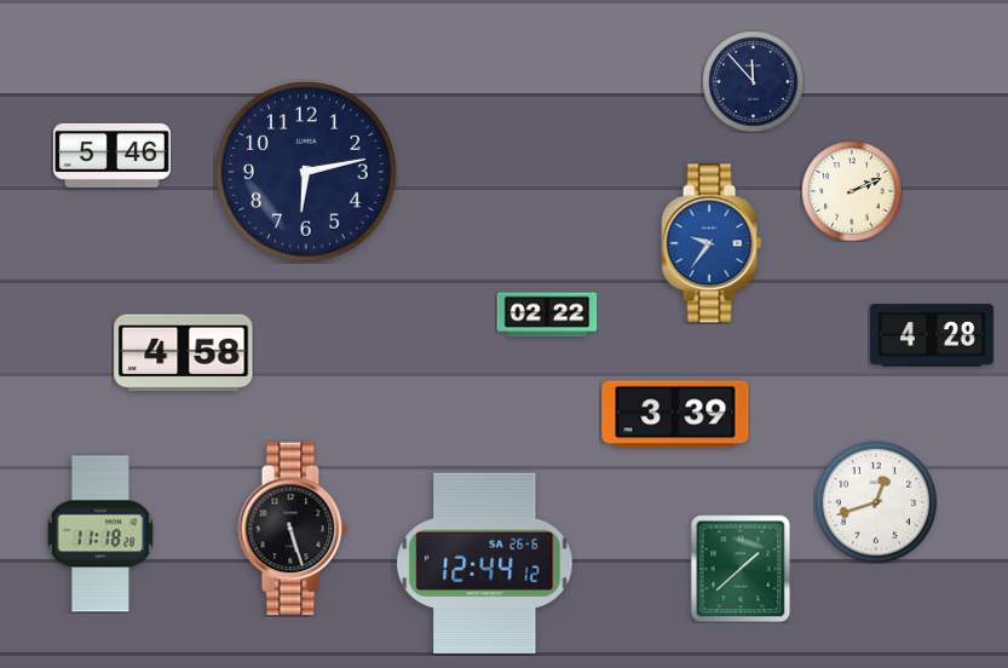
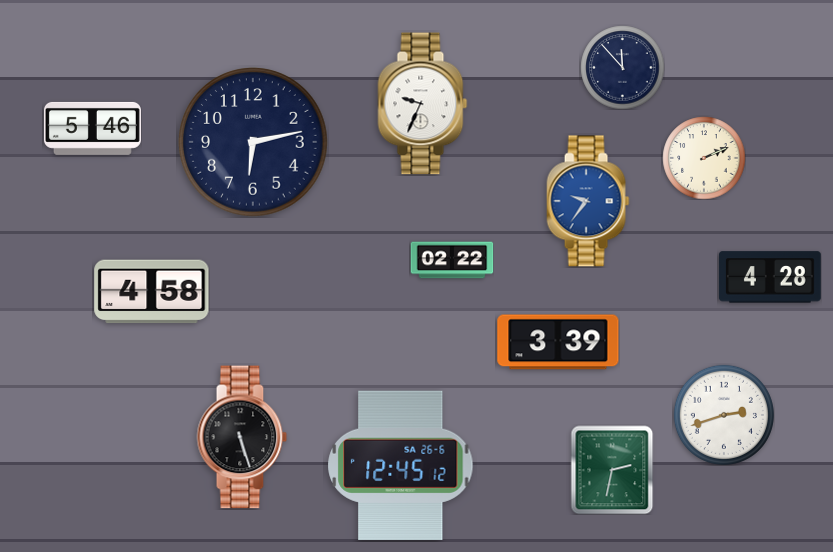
clock at (423, 104): none -> 9:34
clock at (876, 502): 12:42 -> 2:42
clock at (100, 534): 11:18 -> none
clock at (485, 563): 12:44 -> 12:45
clock at (741, 569): 1:38 -> 2:32
